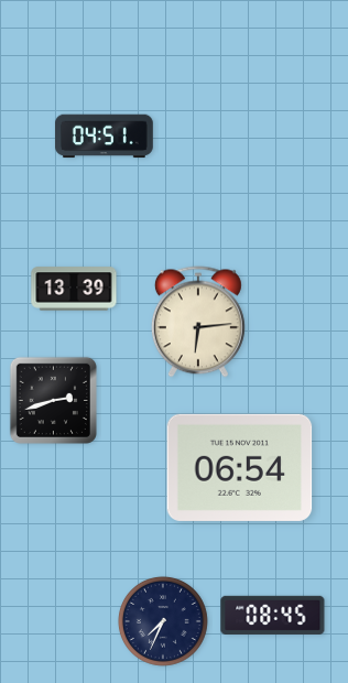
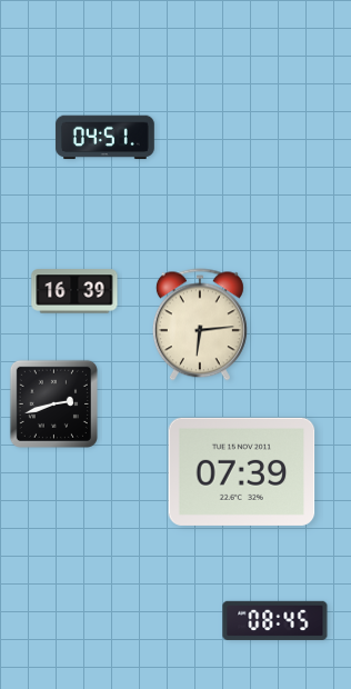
clock at (74, 289): 13:39 -> 16:39
clock at (240, 467): 06:54 -> 07:39
clock at (163, 621): 7:34 -> none
